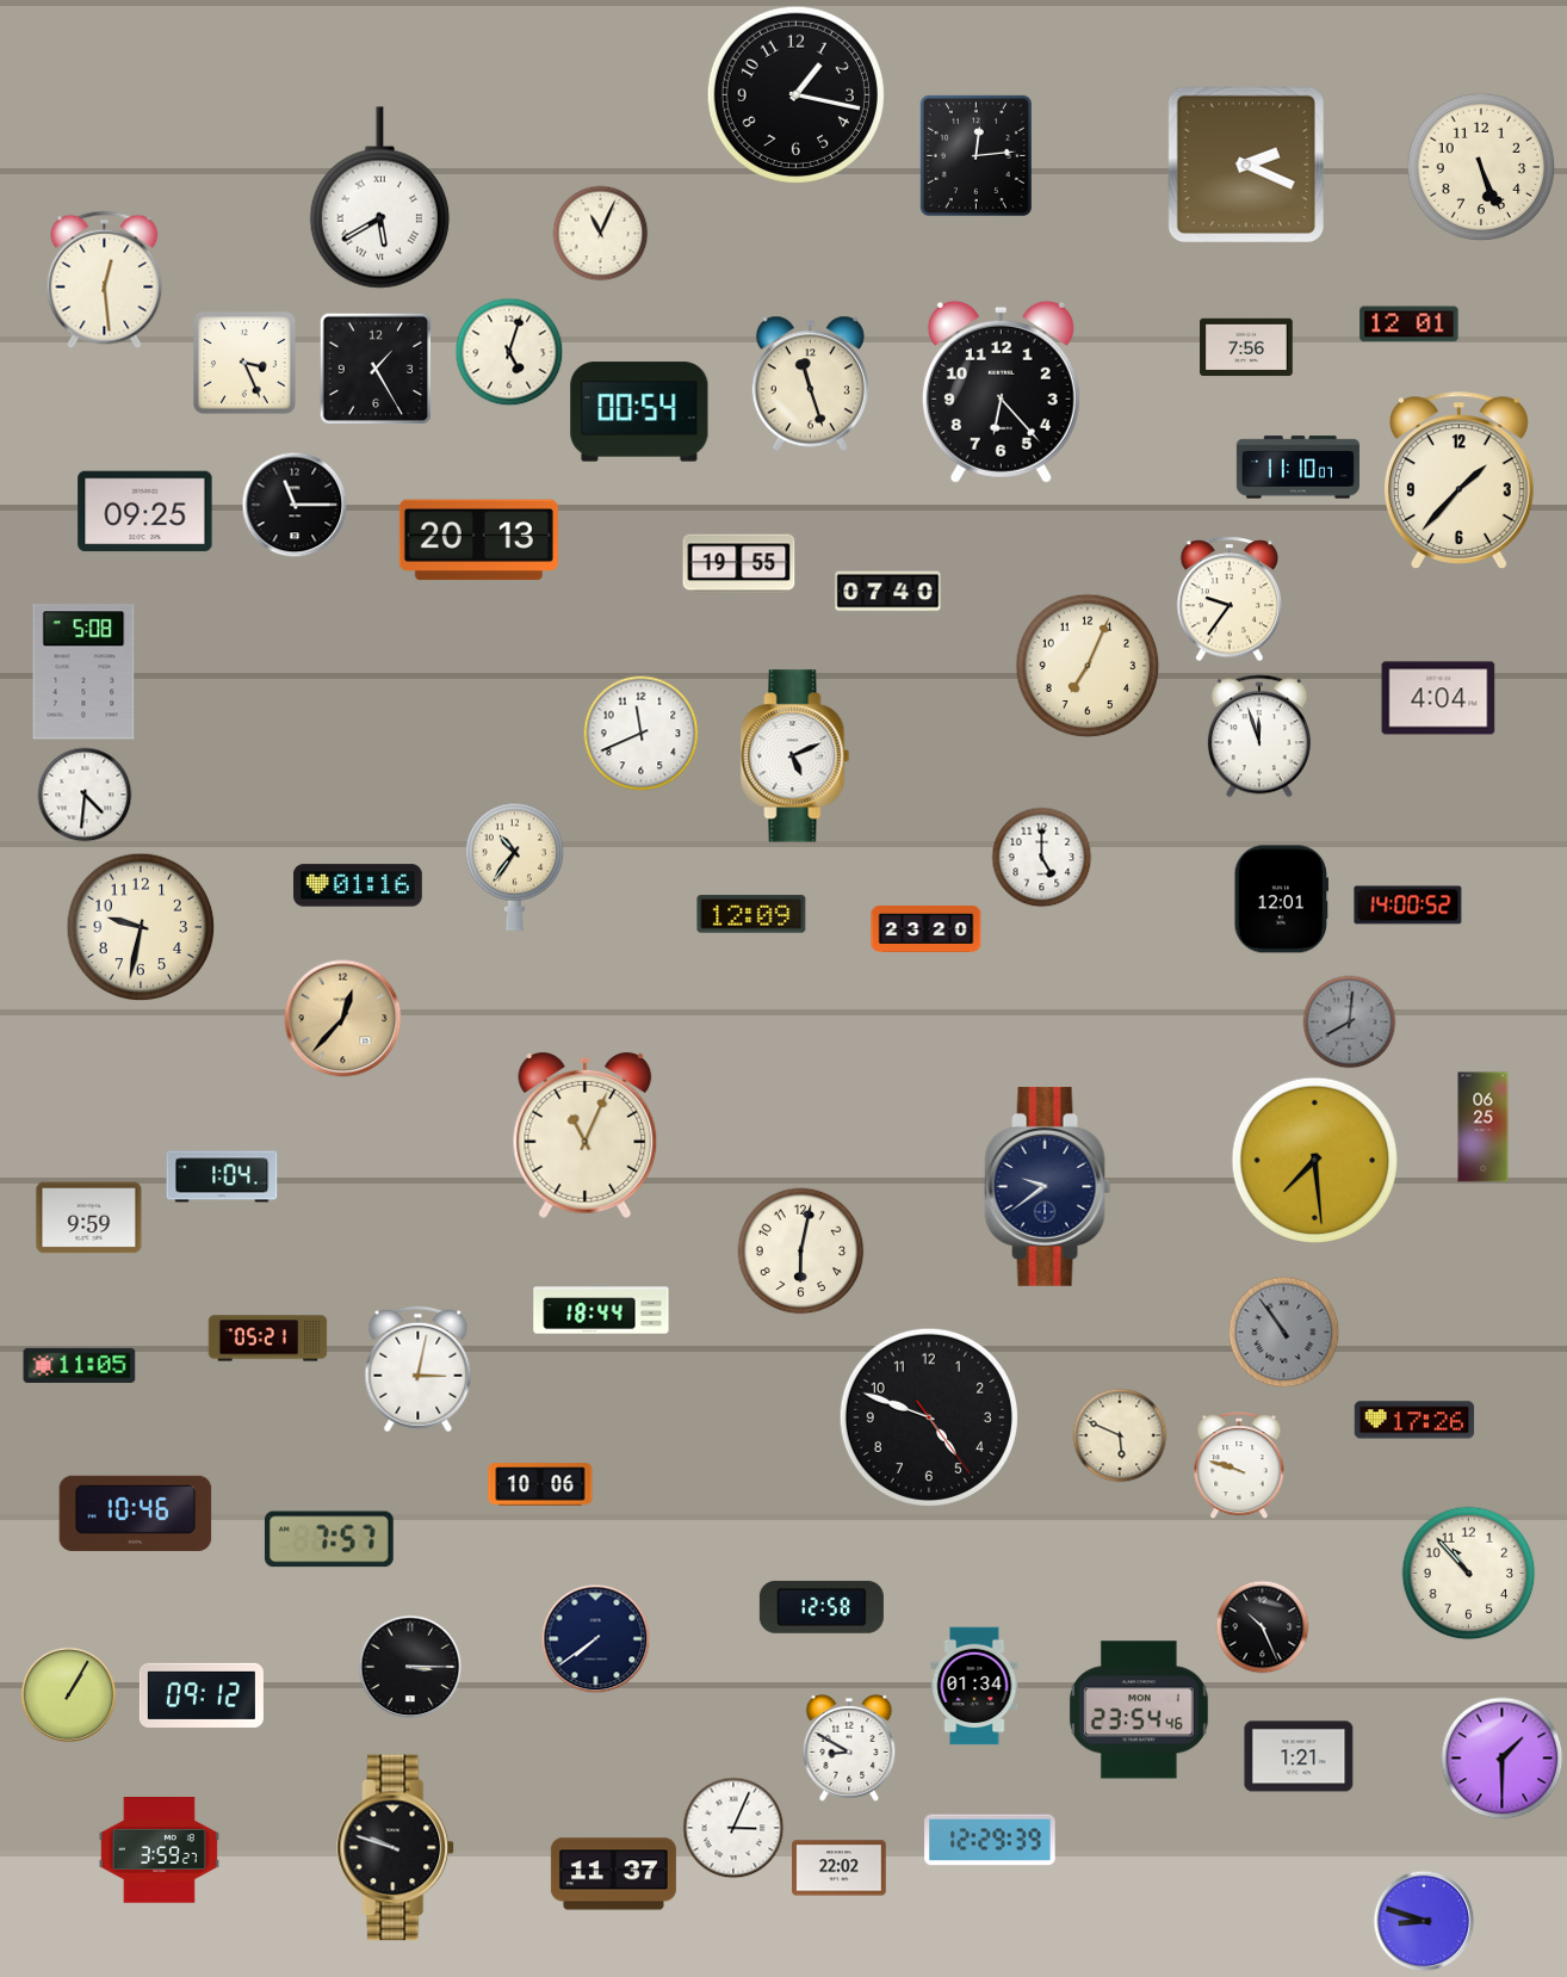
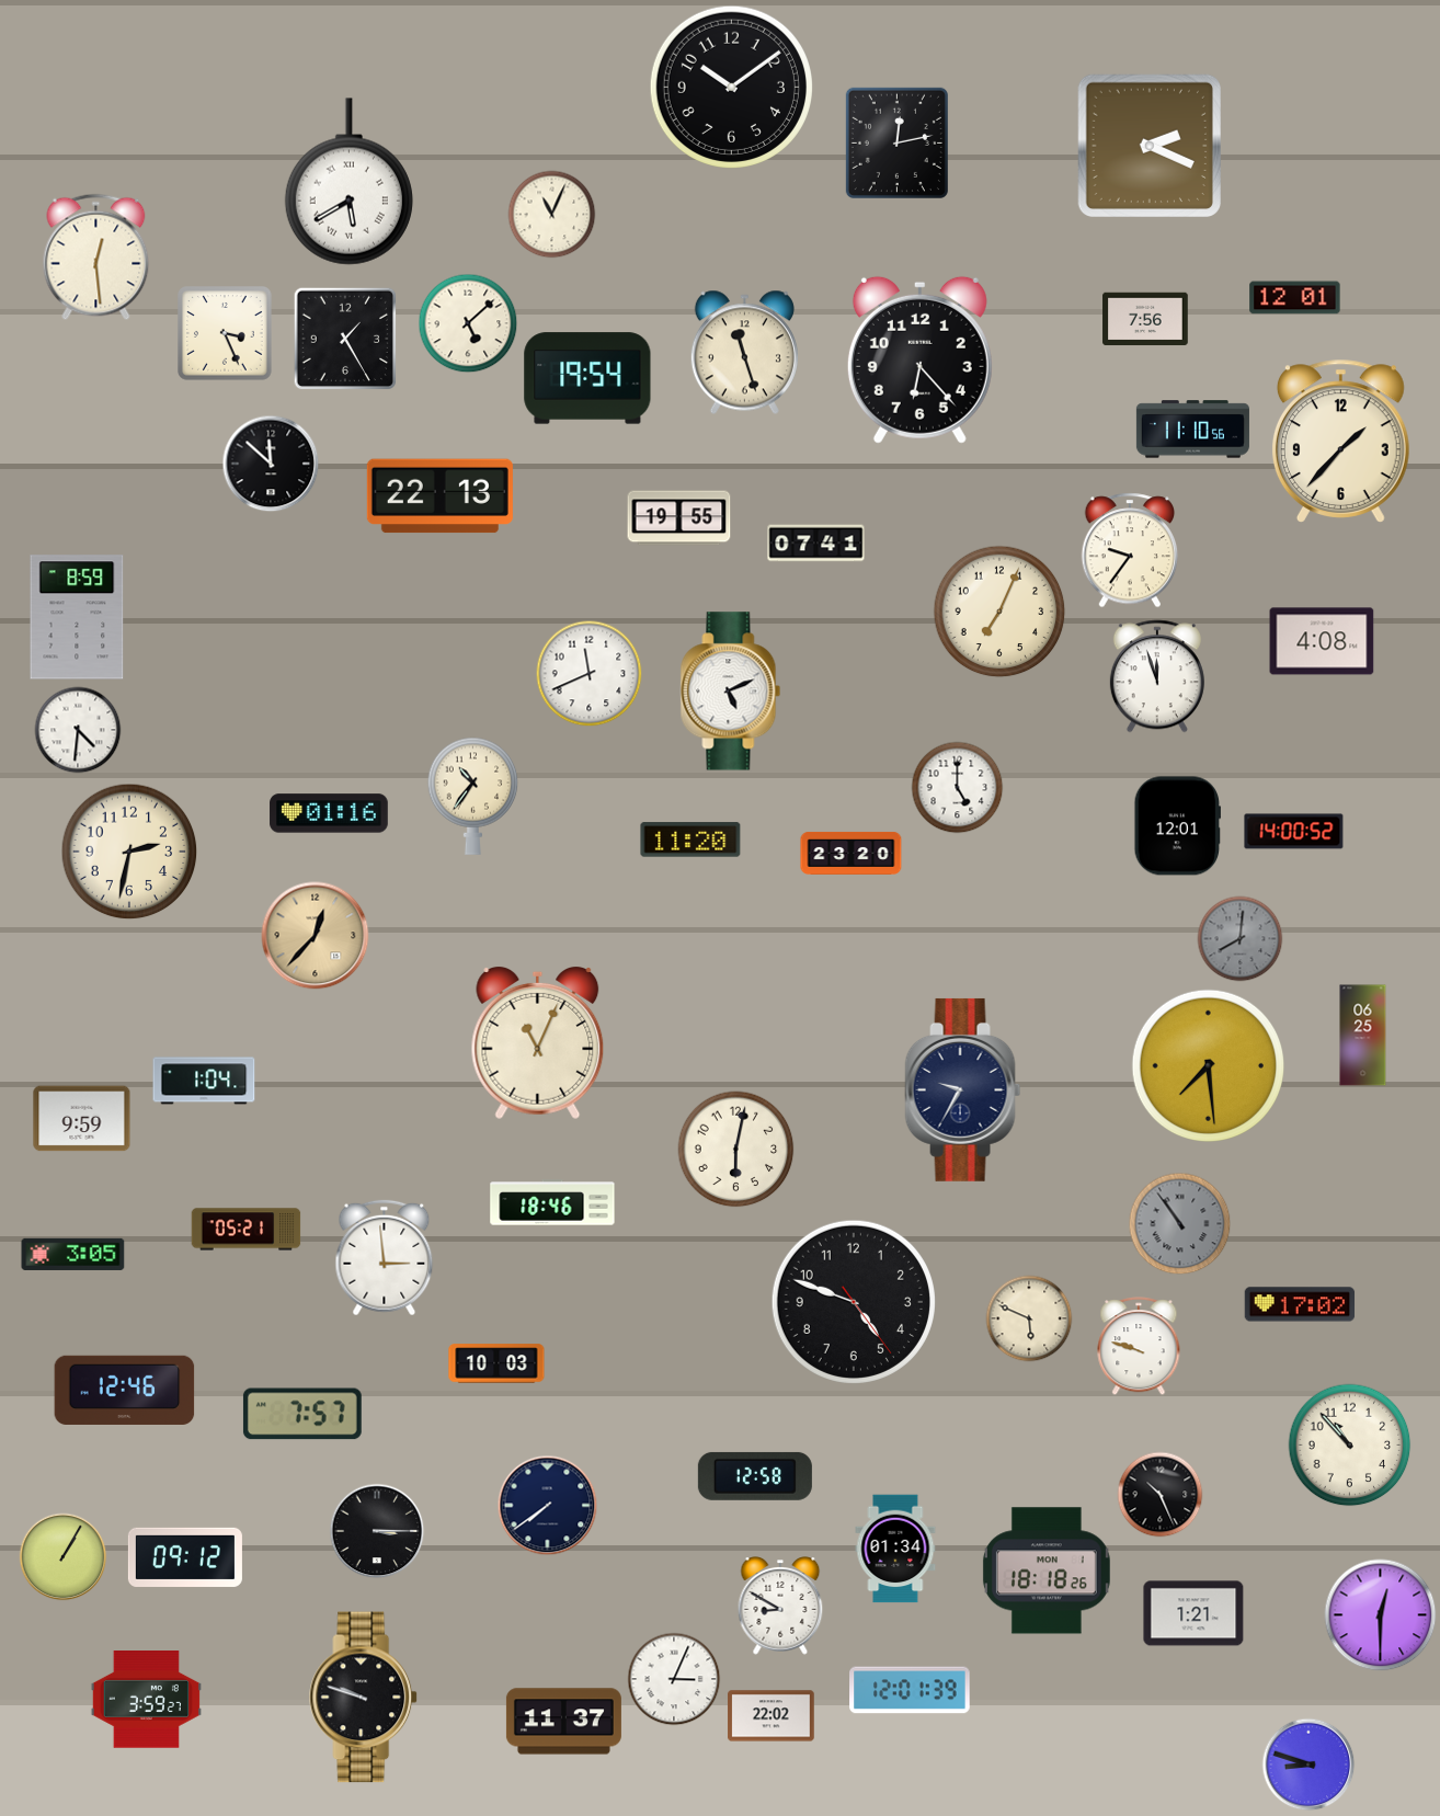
clock at (795, 94): 1:17 -> 10:09
clock at (975, 155): 12:14 -> 12:13
clock at (1245, 163) position: (1245, 163) -> (1148, 145)
clock at (1481, 167): 5:26 -> none
clock at (509, 352): 5:03 -> 5:08
clock at (639, 412): 00:54 -> 19:54
clock at (1297, 468): 11:10:07 -> 11:10:56
clock at (295, 505): 11:15 -> 11:52
clock at (145, 512): 09:25 -> none
clock at (478, 540): 20:13 -> 22:13
clock at (888, 592): 07:40 -> 07:41
clock at (83, 672): 5:08 -> 8:59
clock at (1438, 698): 4:04 -> 4:08
clock at (795, 756) position: (795, 756) -> (731, 692)
clock at (751, 914): 12:09 -> 11:20
clock at (141, 927): 9:32 -> 2:32
clock at (1048, 1186): 9:39 -> 9:35
clock at (601, 1309): 18:44 -> 18:46
clock at (80, 1365): 11:05 -> 3:05
clock at (419, 1370): 3:02 -> 2:59
clock at (1414, 1420): 17:26 -> 17:02
clock at (540, 1484): 10:06 -> 10:03
clock at (136, 1513): 10:46 -> 12:46
clock at (1139, 1710): 23:54 -> 18:18
clock at (1503, 1759): 1:30 -> 12:30
clock at (990, 1840): 12:29 -> 12:01
